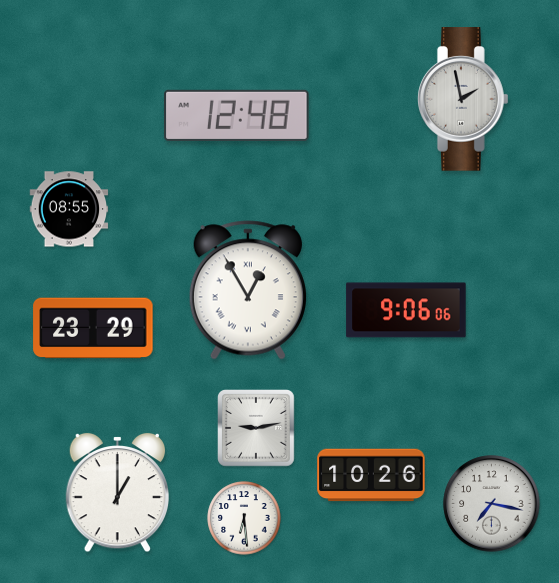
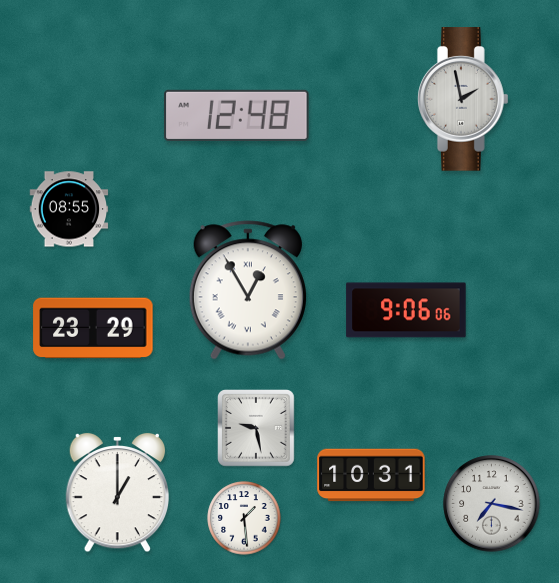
clock at (257, 429): 9:13 -> 9:28
clock at (371, 475): 10:26 -> 10:31
clock at (244, 518): 6:29 -> 1:29
